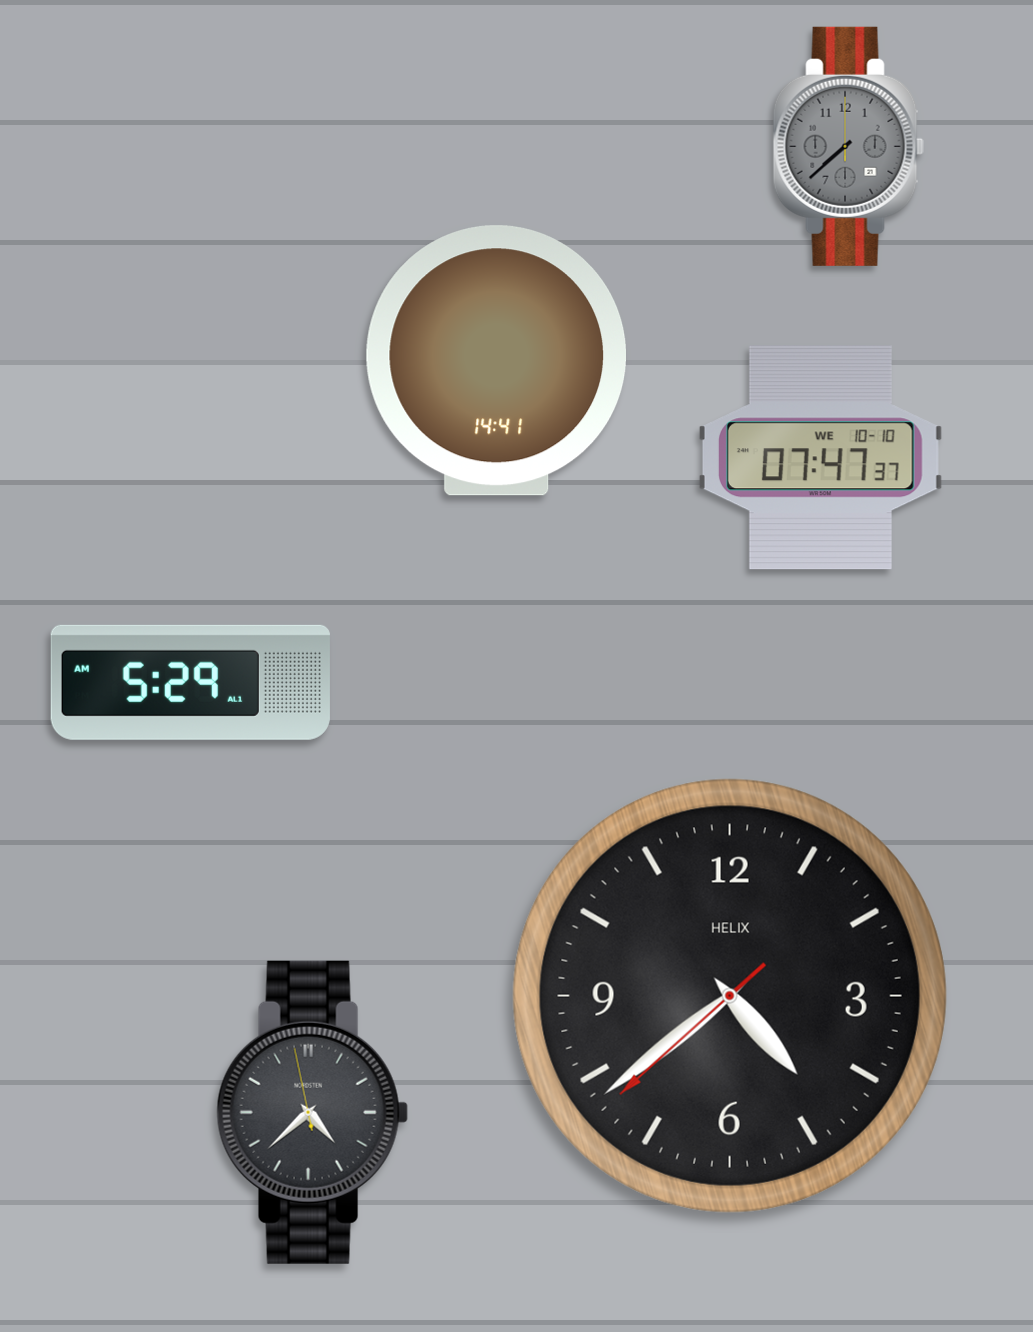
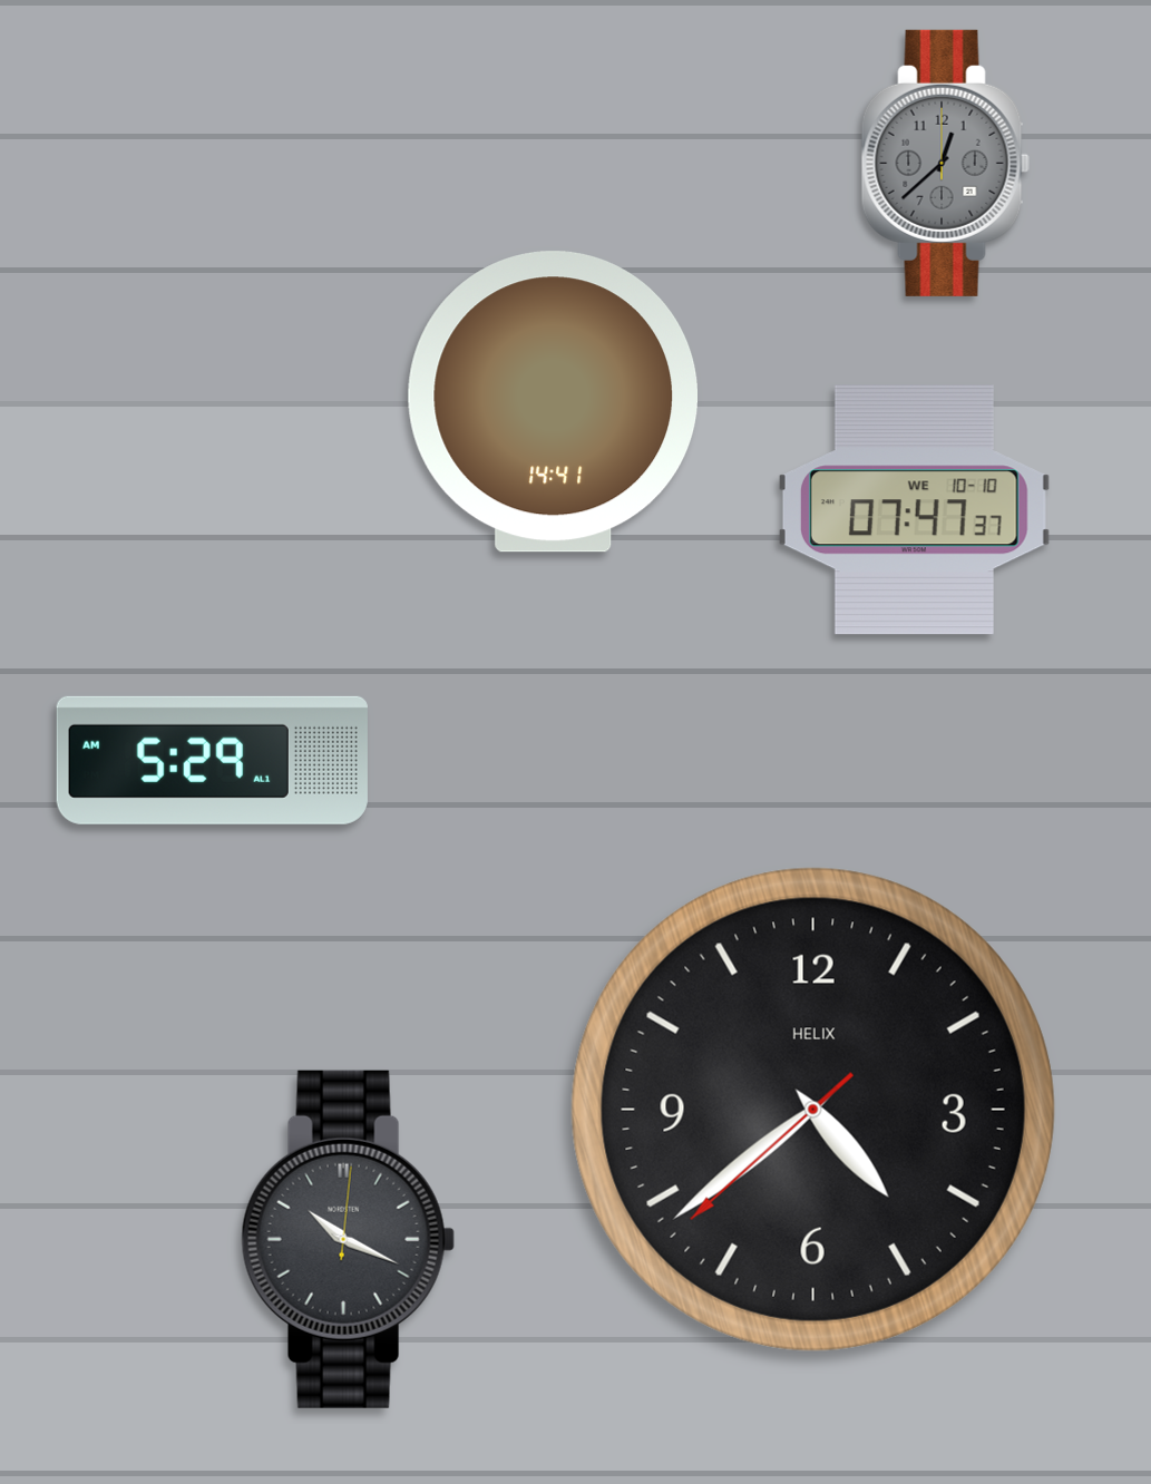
clock at (848, 146): 7:38 -> 12:38
clock at (312, 1112): 4:37 -> 10:19
